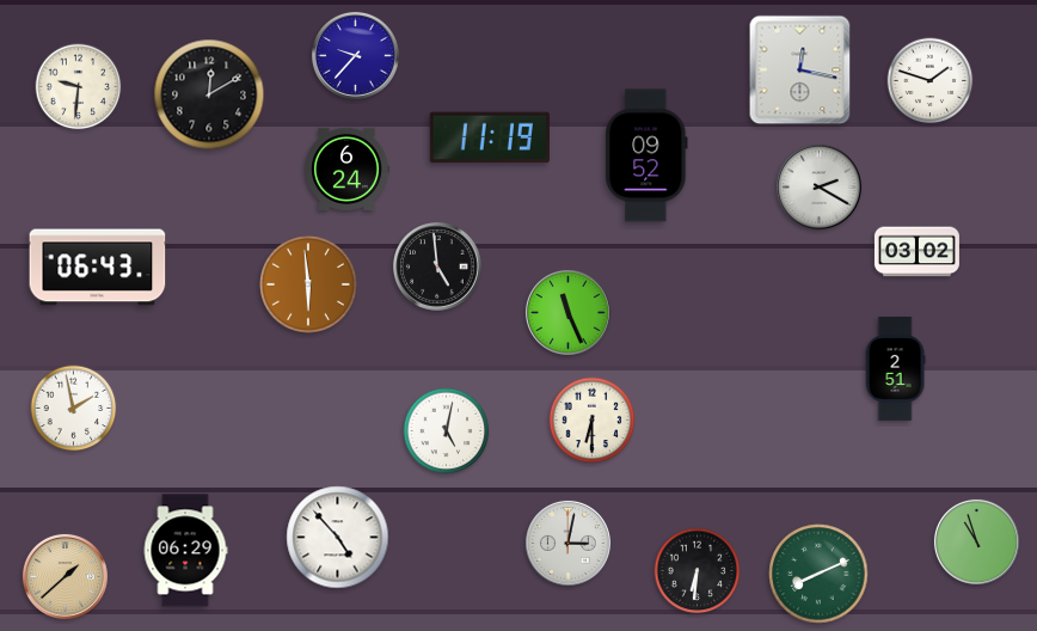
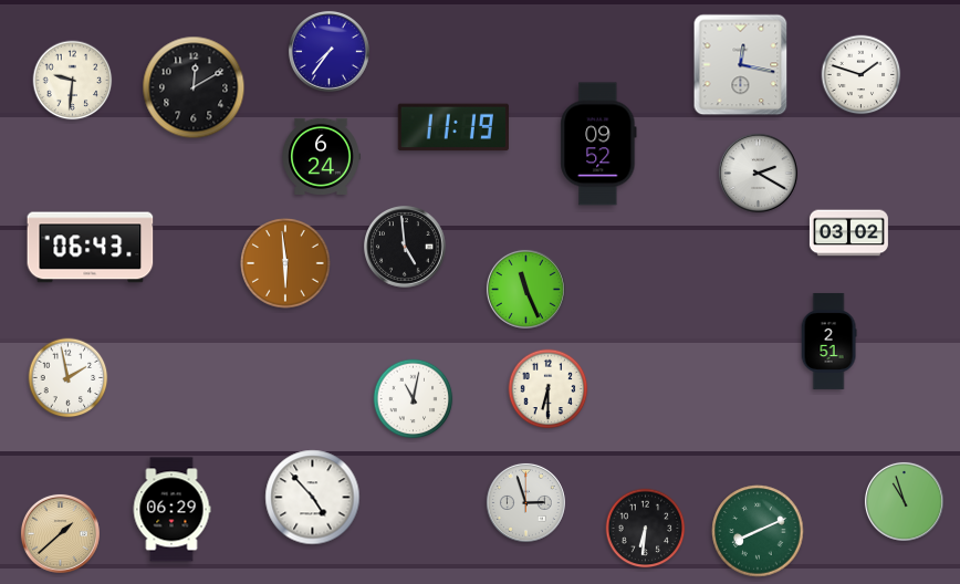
clock at (355, 55): 9:37 -> 7:36
clock at (447, 431): 5:02 -> 11:02
clock at (567, 543): 3:02 -> 2:57
